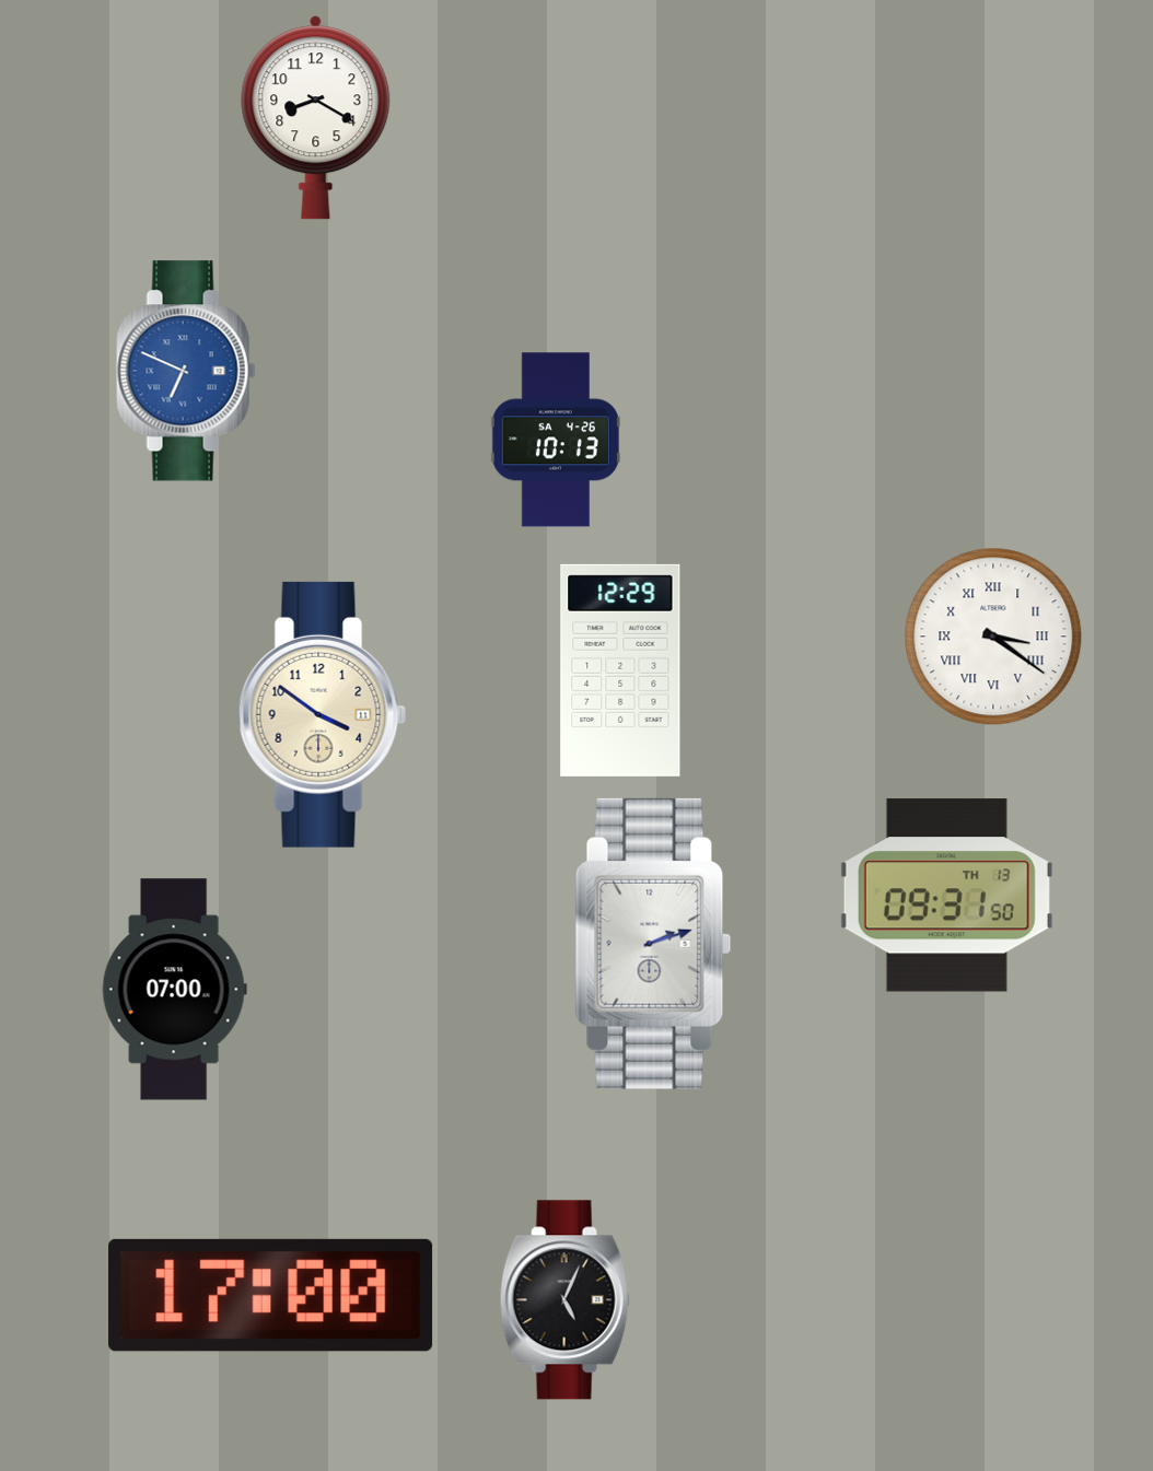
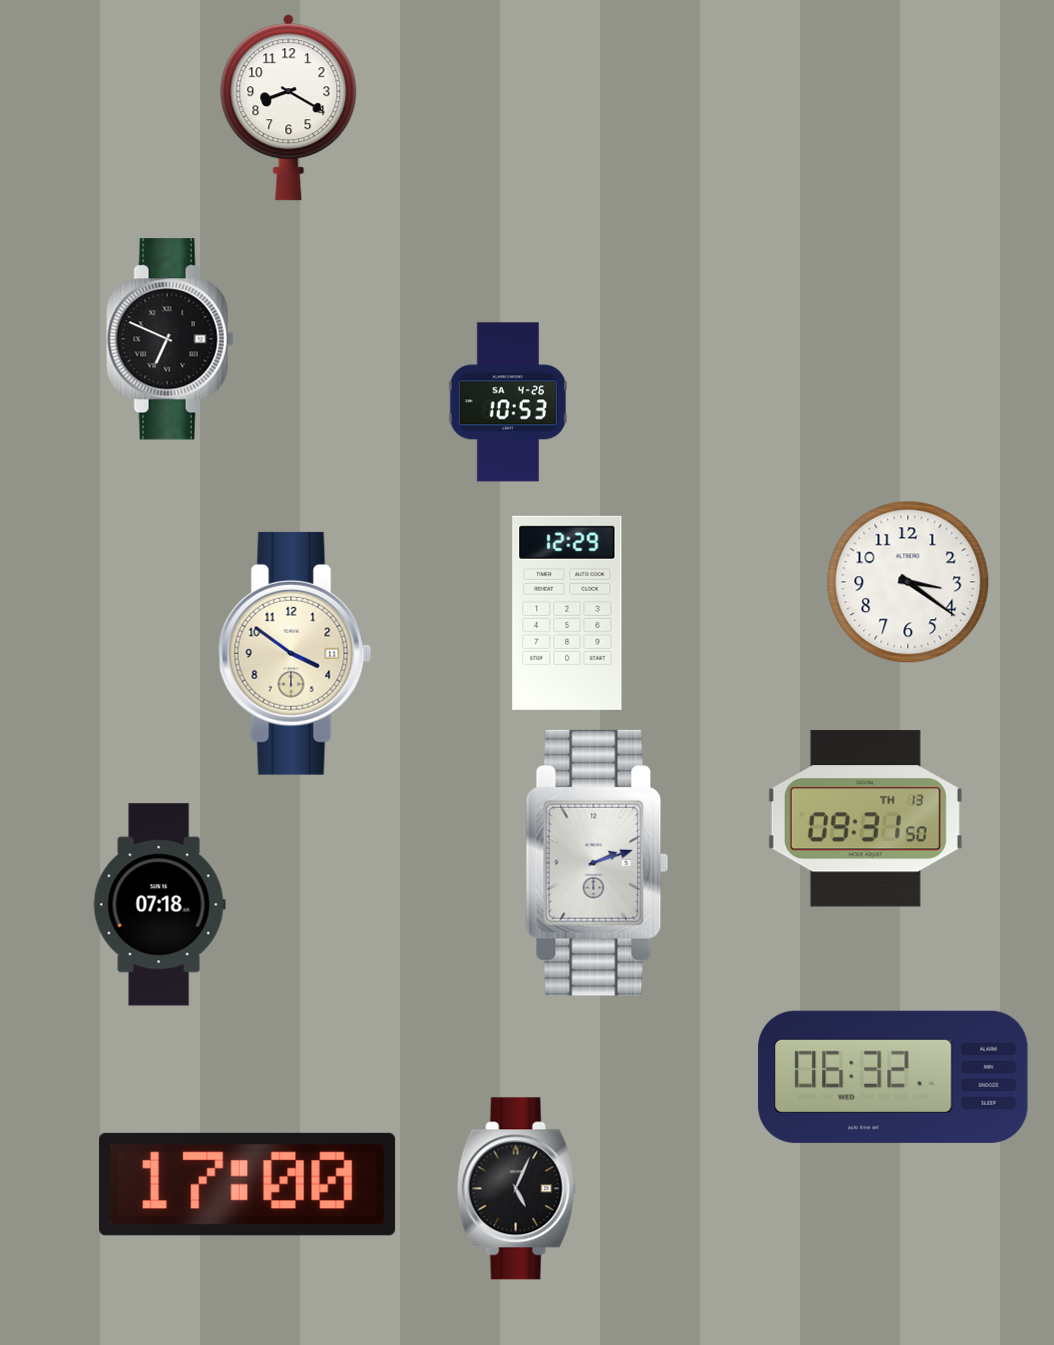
clock at (186, 371) dial: blue -> black
clock at (556, 440): 10:13 -> 10:53
clock at (993, 637) numerals: Roman -> Arabic
clock at (174, 990): 07:00 -> 07:18
clock at (893, 1077): none -> 06:32
